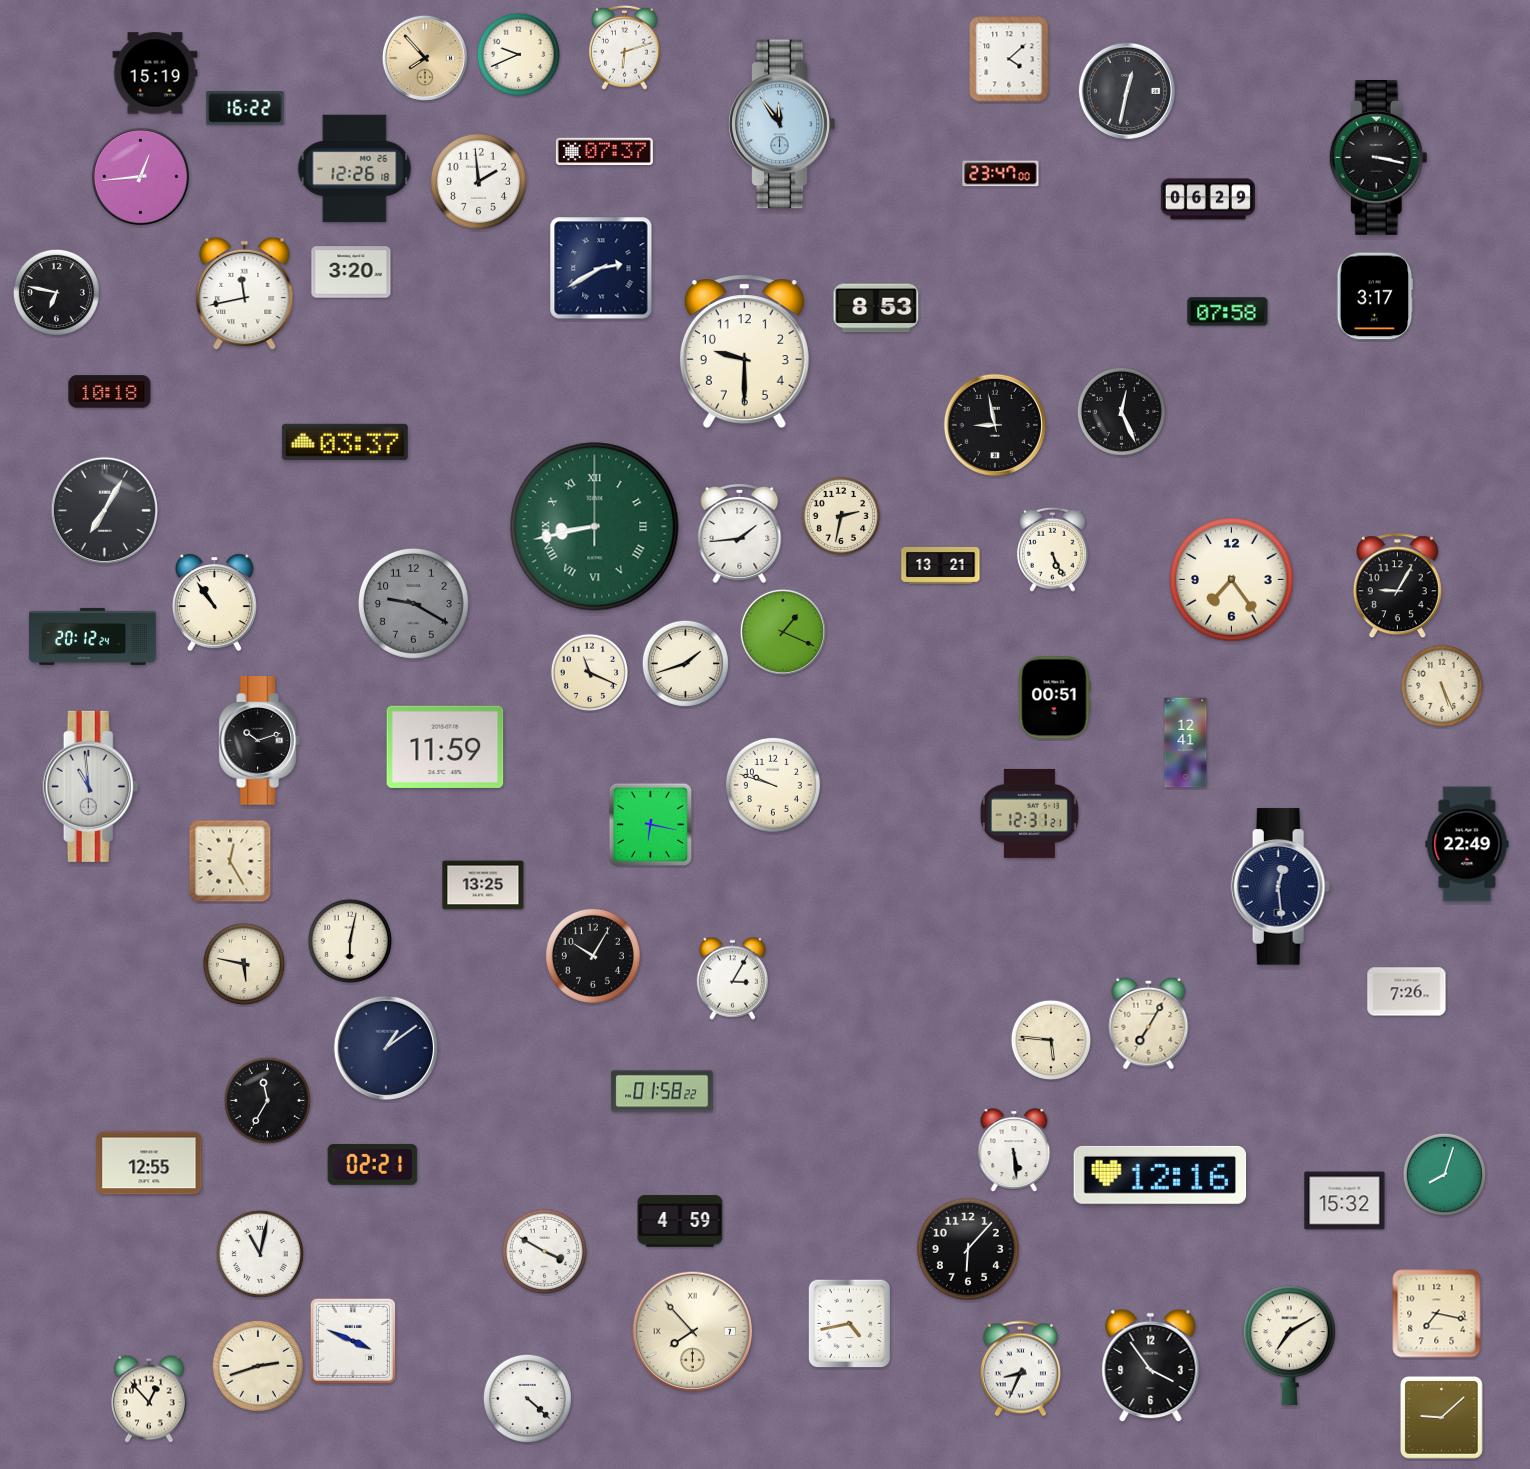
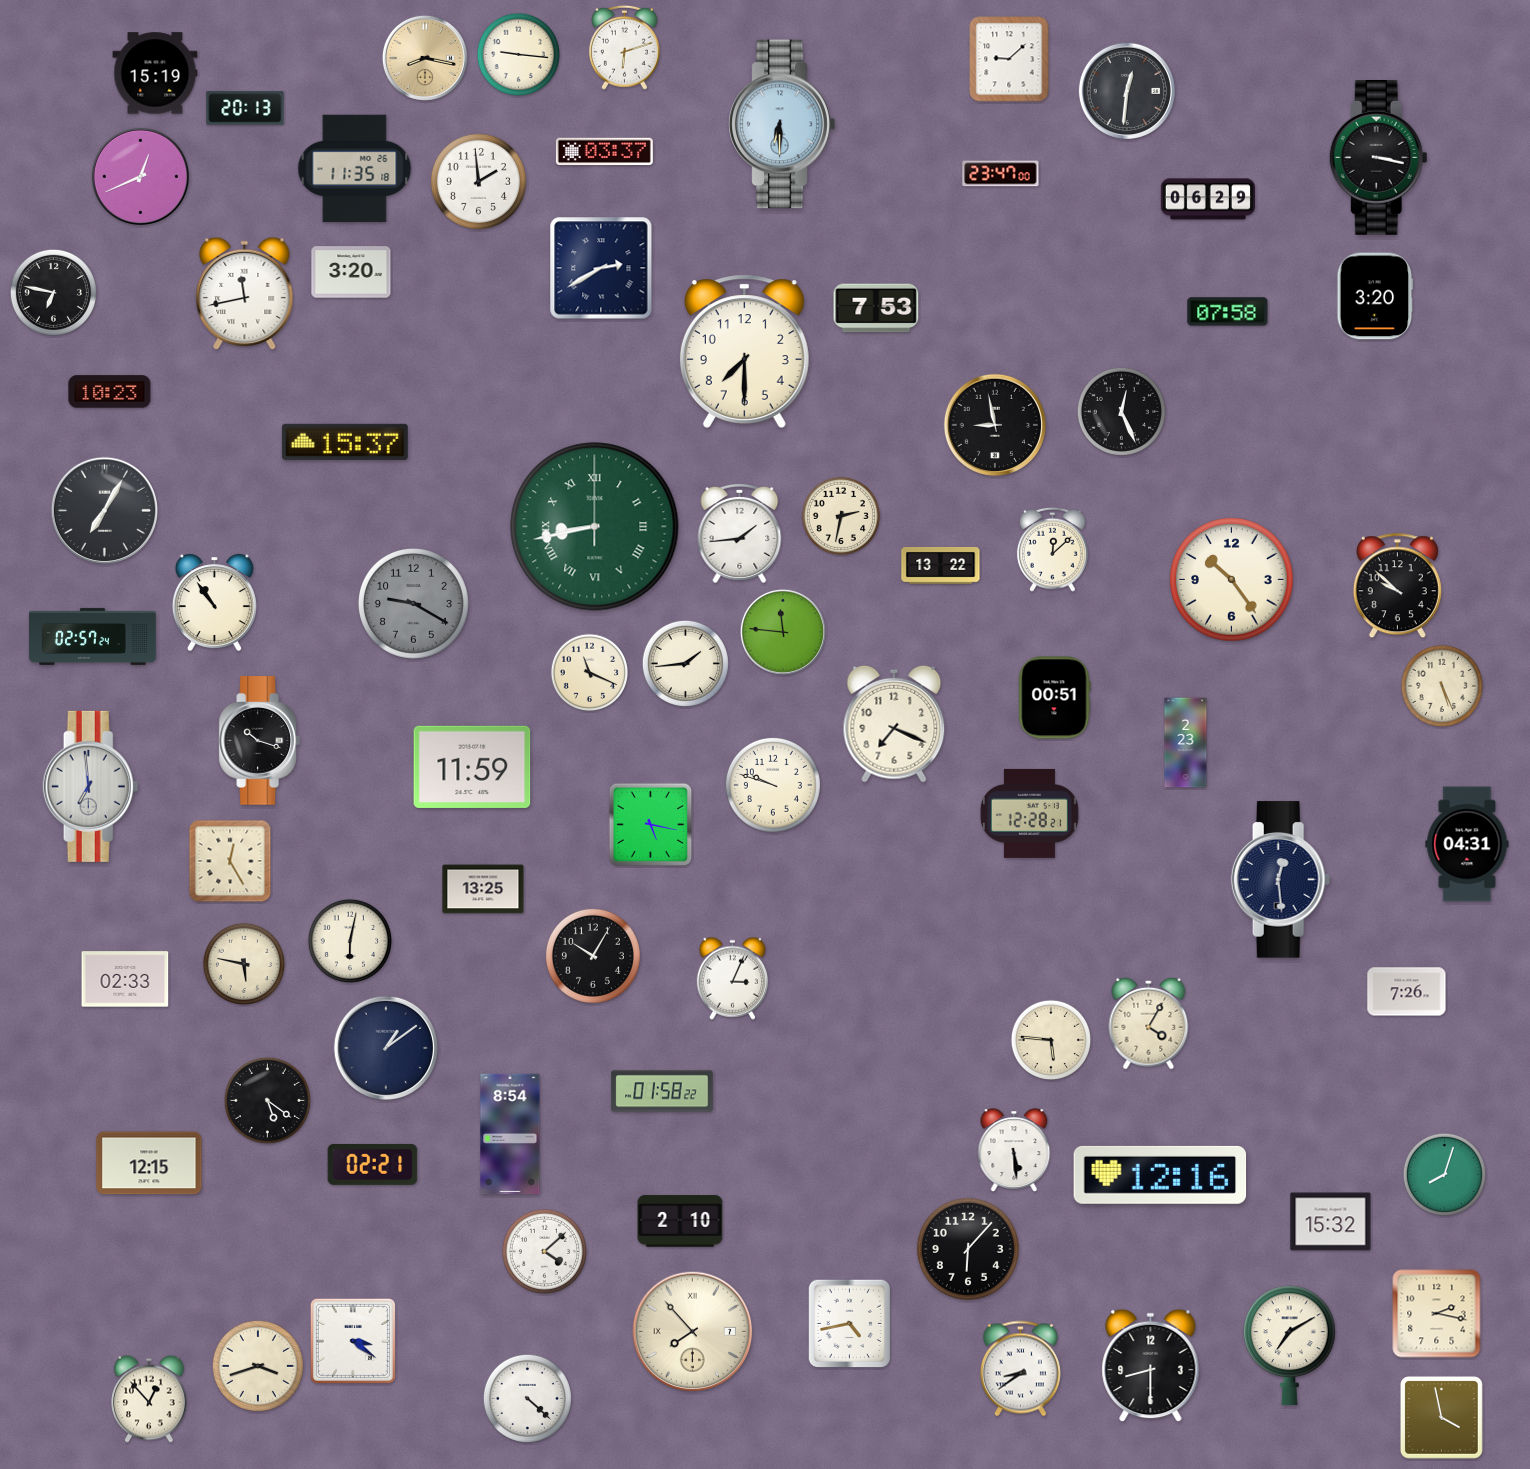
clock at (518, 54): 9:41 -> 9:16
clock at (425, 58): 7:53 -> 8:17
clock at (1009, 59): 4:08 -> 9:08
clock at (1127, 91): 12:32 -> 12:31
clock at (245, 108): 16:22 -> 20:13
clock at (782, 124): 11:54 -> 6:30
clock at (604, 152): 07:37 -> 03:37
clock at (355, 169): 12:26 -> 11:35
clock at (140, 176): 12:44 -> 12:41
clock at (56, 292) position: (56, 292) -> (53, 292)
clock at (1375, 296): 3:17 -> 3:20
clock at (876, 308): 8:53 -> 7:53
clock at (744, 351): 9:30 -> 7:30
clock at (110, 392): 10:18 -> 10:23
clock at (345, 442): 03:37 -> 15:37
clock at (1052, 549): 5:26 -> 12:08
clock at (941, 566): 13:21 -> 13:22
clock at (1232, 580): 7:24 -> 10:24
clock at (1397, 586): 9:05 -> 9:52
clock at (783, 632): 1:19 -> 11:46
clock at (93, 636): 20:12 -> 02:57
clock at (685, 663): 1:42 -> 1:44
clock at (894, 724): none -> 7:19
clock at (259, 741): 10:12 -> 10:18
clock at (1186, 743): 12:41 -> 2:23
clock at (445, 747) position: (445, 747) -> (472, 767)
clock at (91, 786): 10:59 -> 6:59
clock at (1029, 813): 12:31 -> 12:28
clock at (651, 825): 6:17 -> 5:17
clock at (1467, 844): 22:49 -> 04:31
clock at (483, 885) position: (483, 885) -> (483, 889)
clock at (1281, 887) position: (1281, 887) -> (1281, 880)
clock at (733, 978): 3:05 -> 3:04
clock at (125, 979): none -> 02:33
clock at (1149, 1023): 7:05 -> 4:05
clock at (267, 1100): 11:35 -> 5:21
clock at (510, 1134): none -> 8:54
clock at (149, 1163): 12:55 -> 12:15
clock at (1345, 1201) position: (1345, 1201) -> (1331, 1222)
clock at (680, 1221): 4:59 -> 2:10
clock at (544, 1251): 3:50 -> 4:08
clock at (260, 1254): 11:02 -> none
clock at (1437, 1314): 7:17 -> 2:17
clock at (353, 1341): 3:49 -> 3:21
clock at (258, 1366): 2:42 -> 3:42
clock at (1151, 1366): 3:54 -> 8:30
clock at (1020, 1369): 8:34 -> 8:39
clock at (1441, 1417): 9:08 -> 3:58
